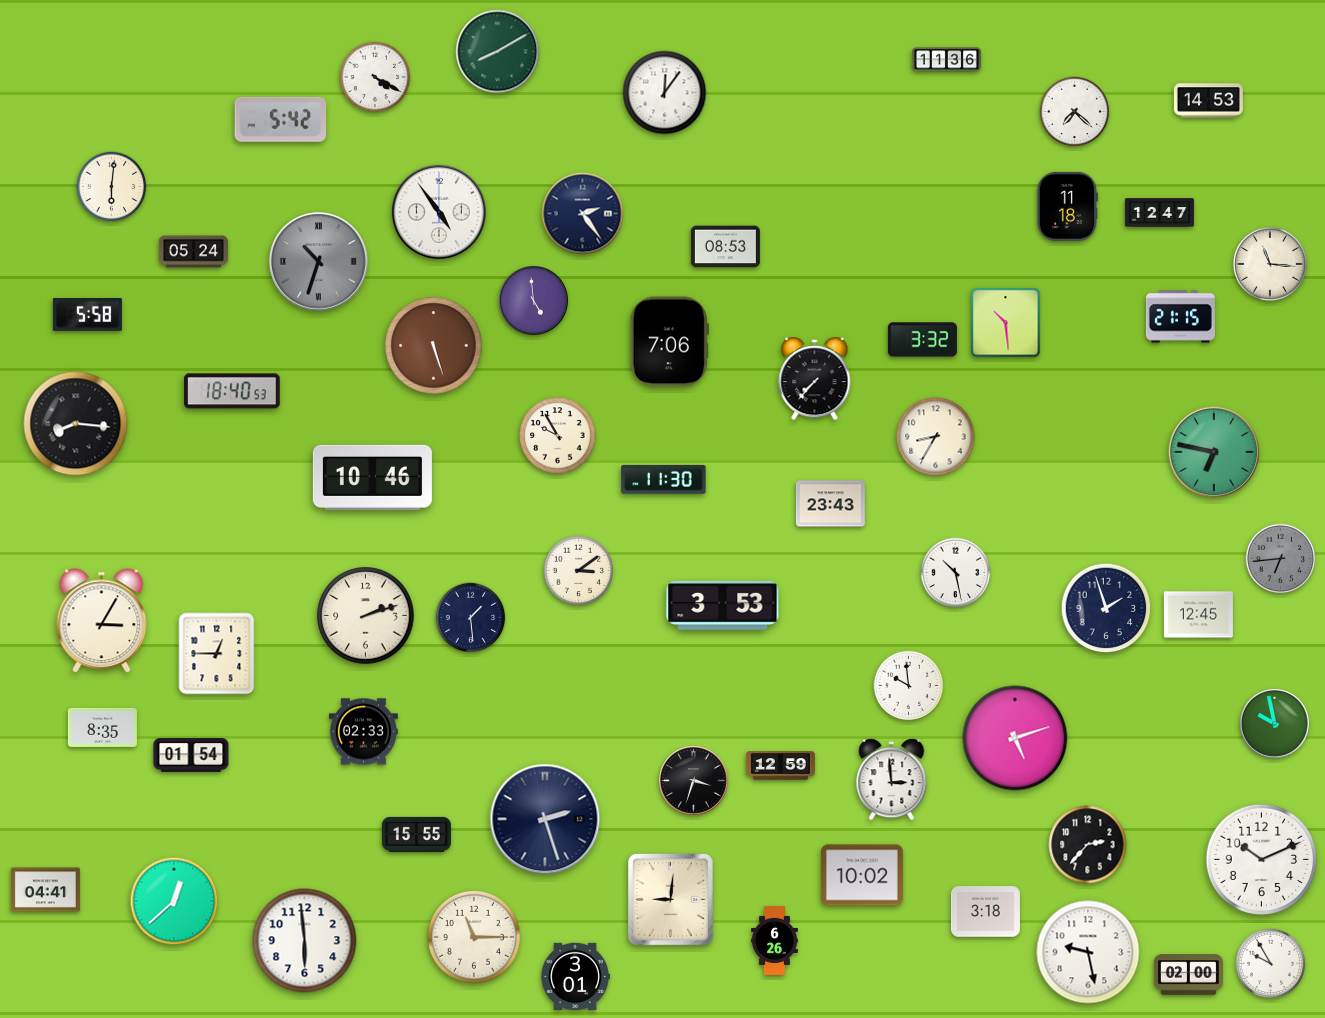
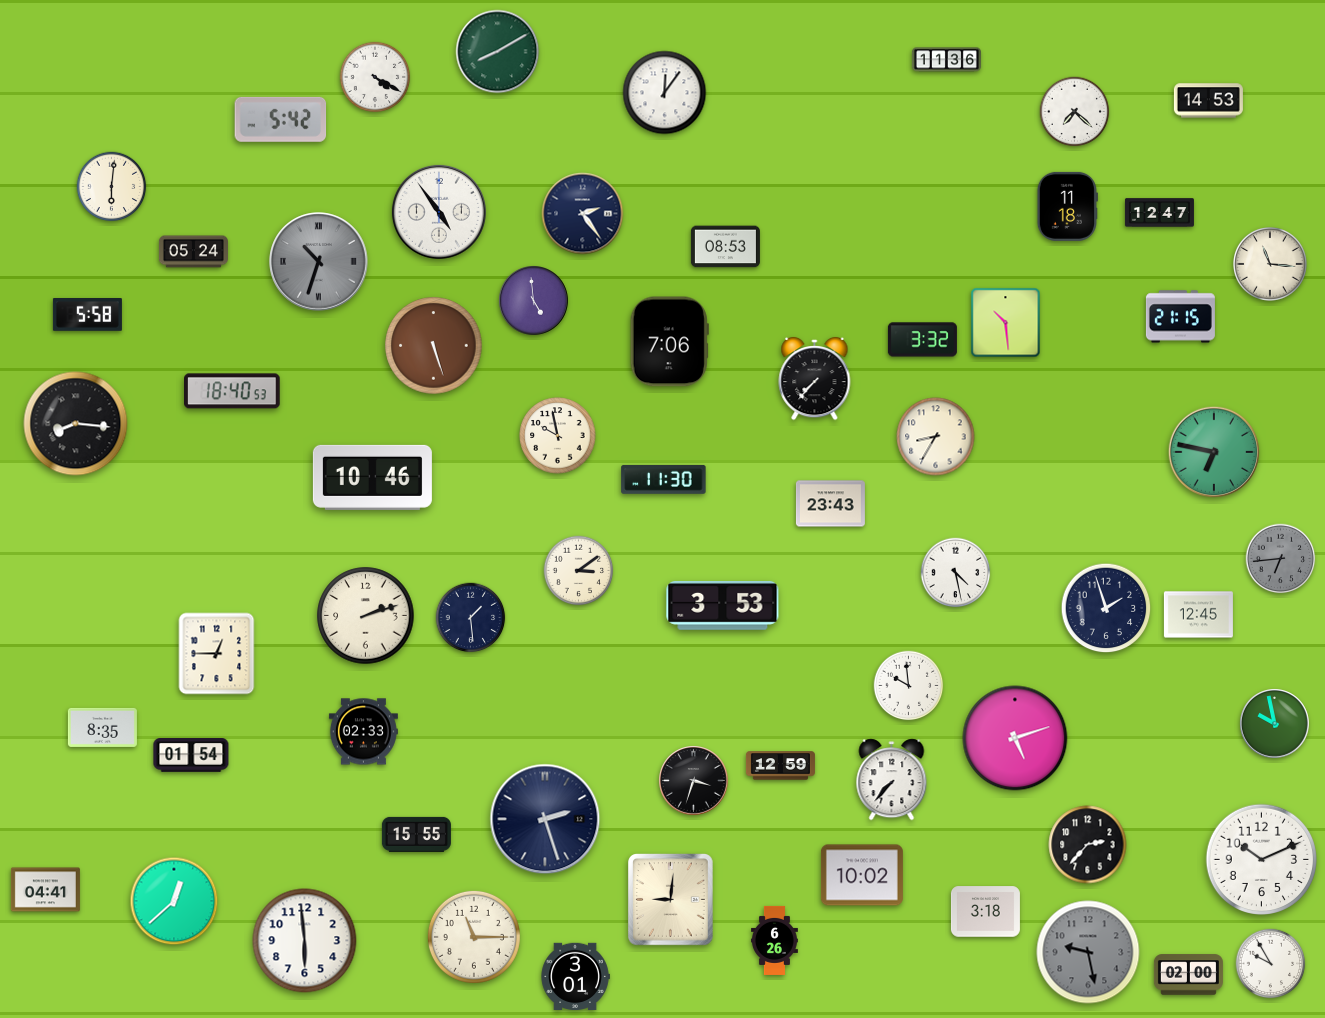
clock at (558, 436): 9:55 -> 9:58
clock at (956, 573): 10:28 -> 4:28
clock at (102, 621): 3:05 -> none
clock at (892, 780): 2:59 -> 7:37
clock at (1088, 952) dial: white -> grey
